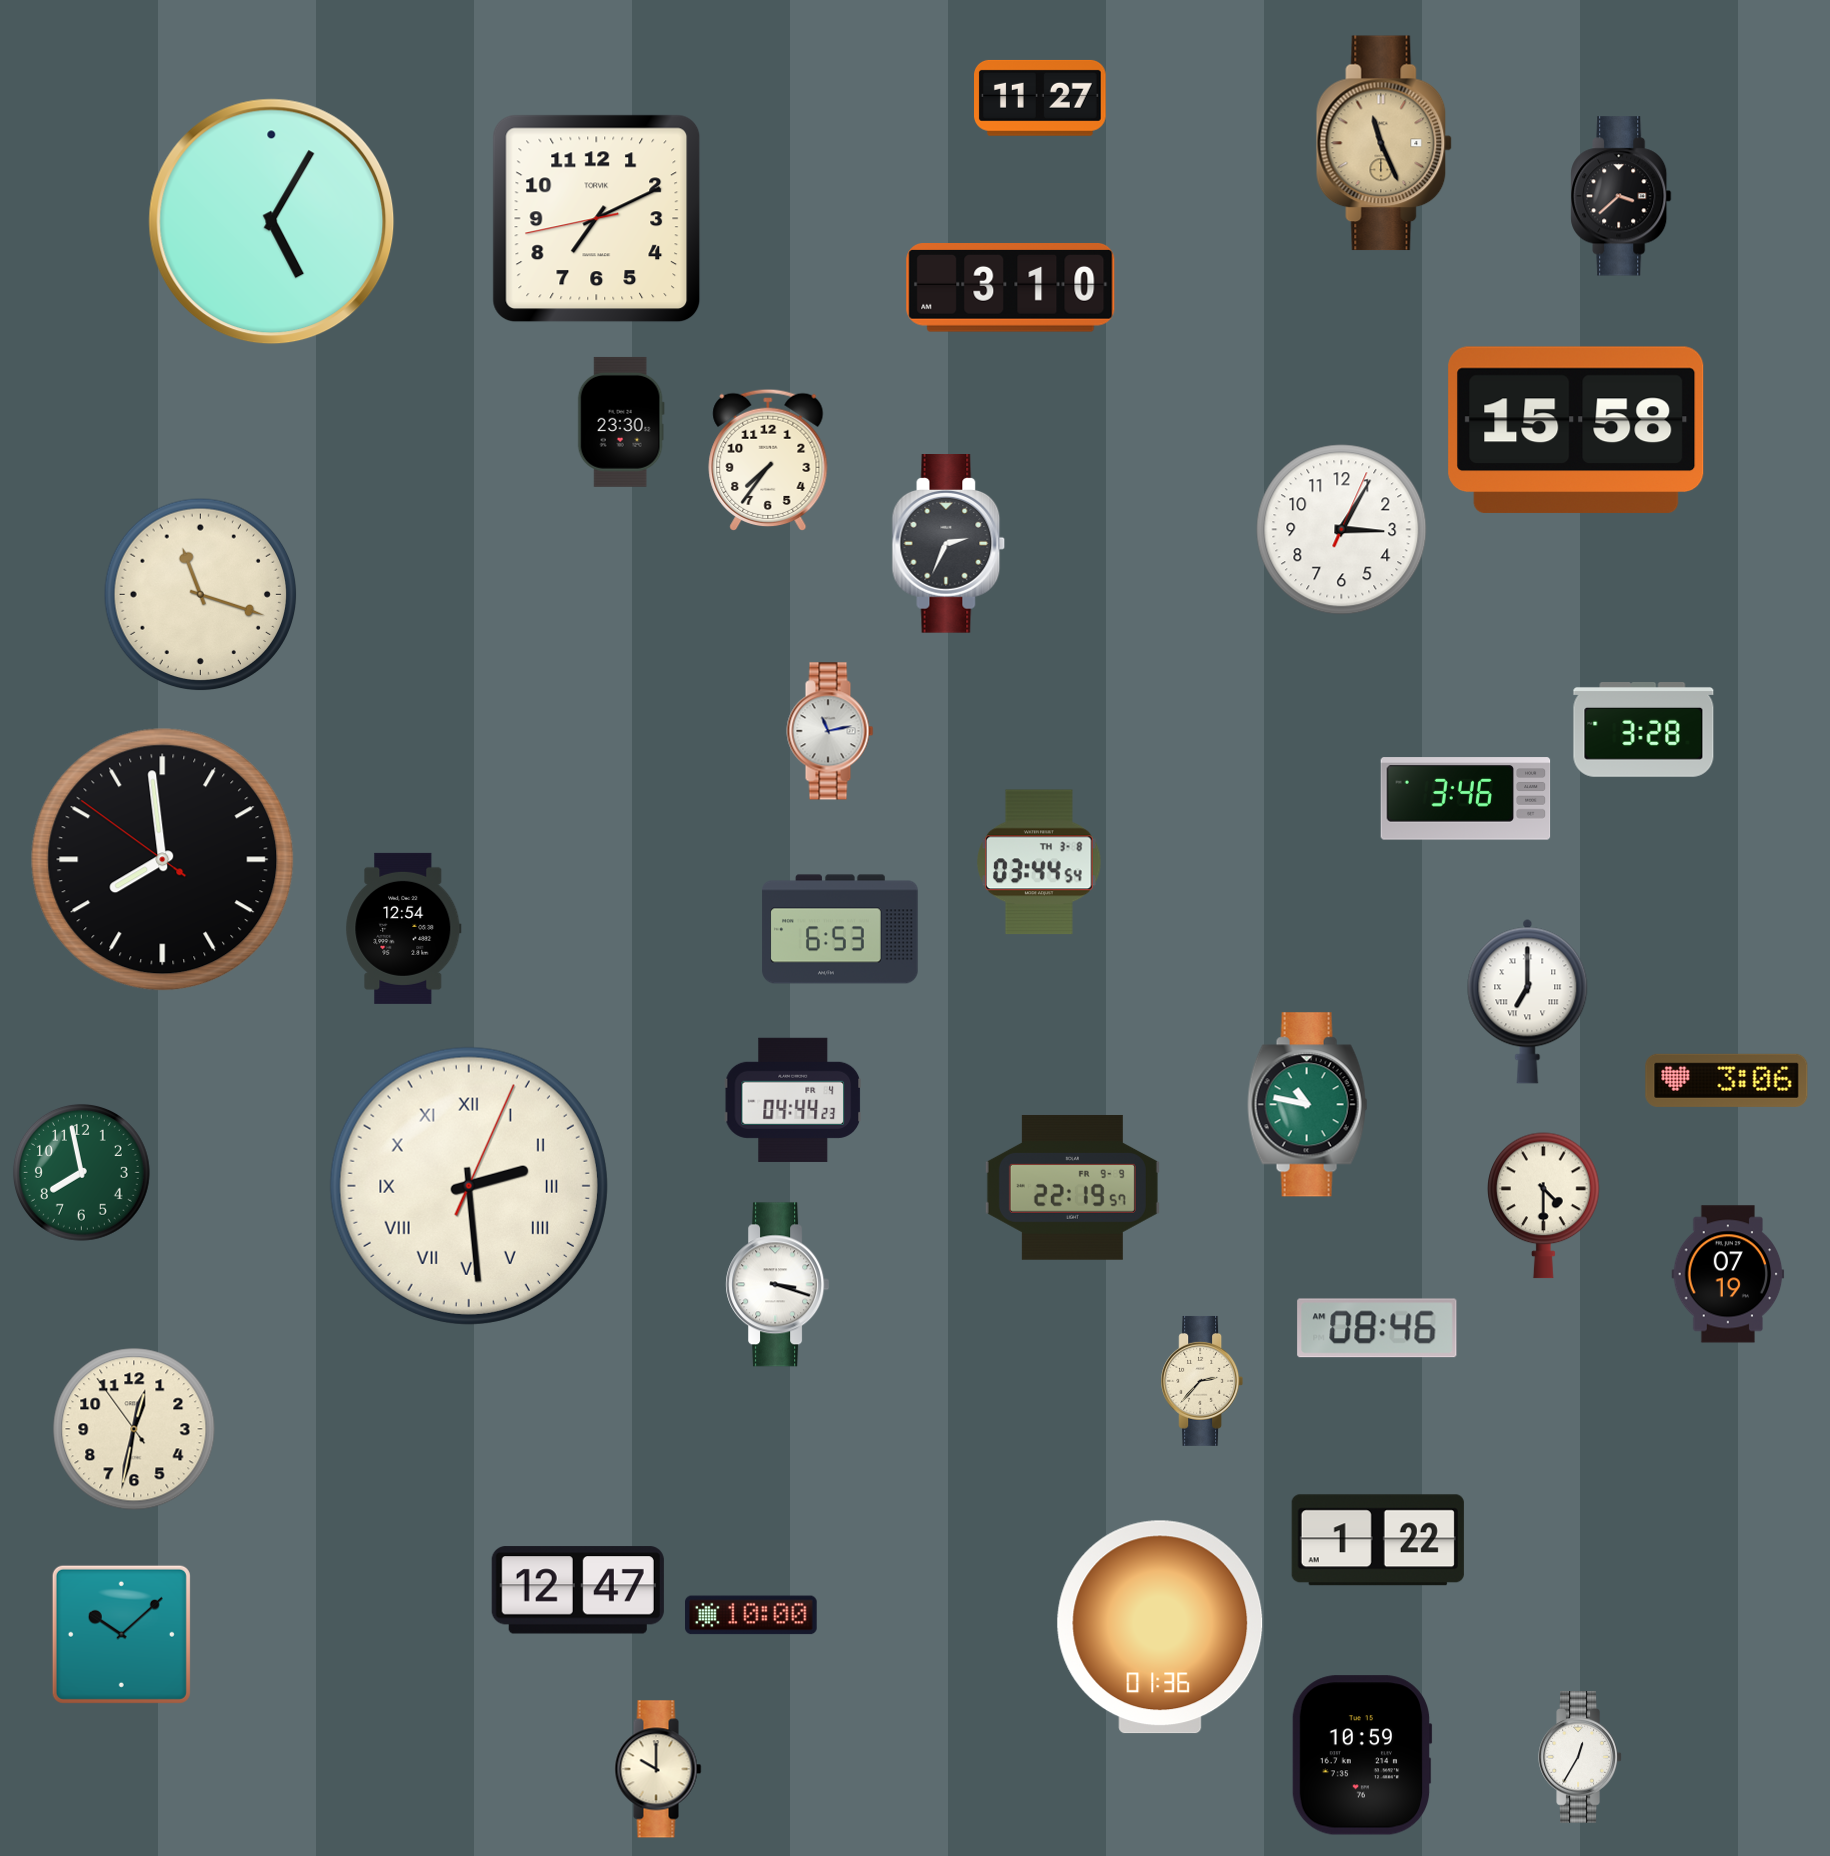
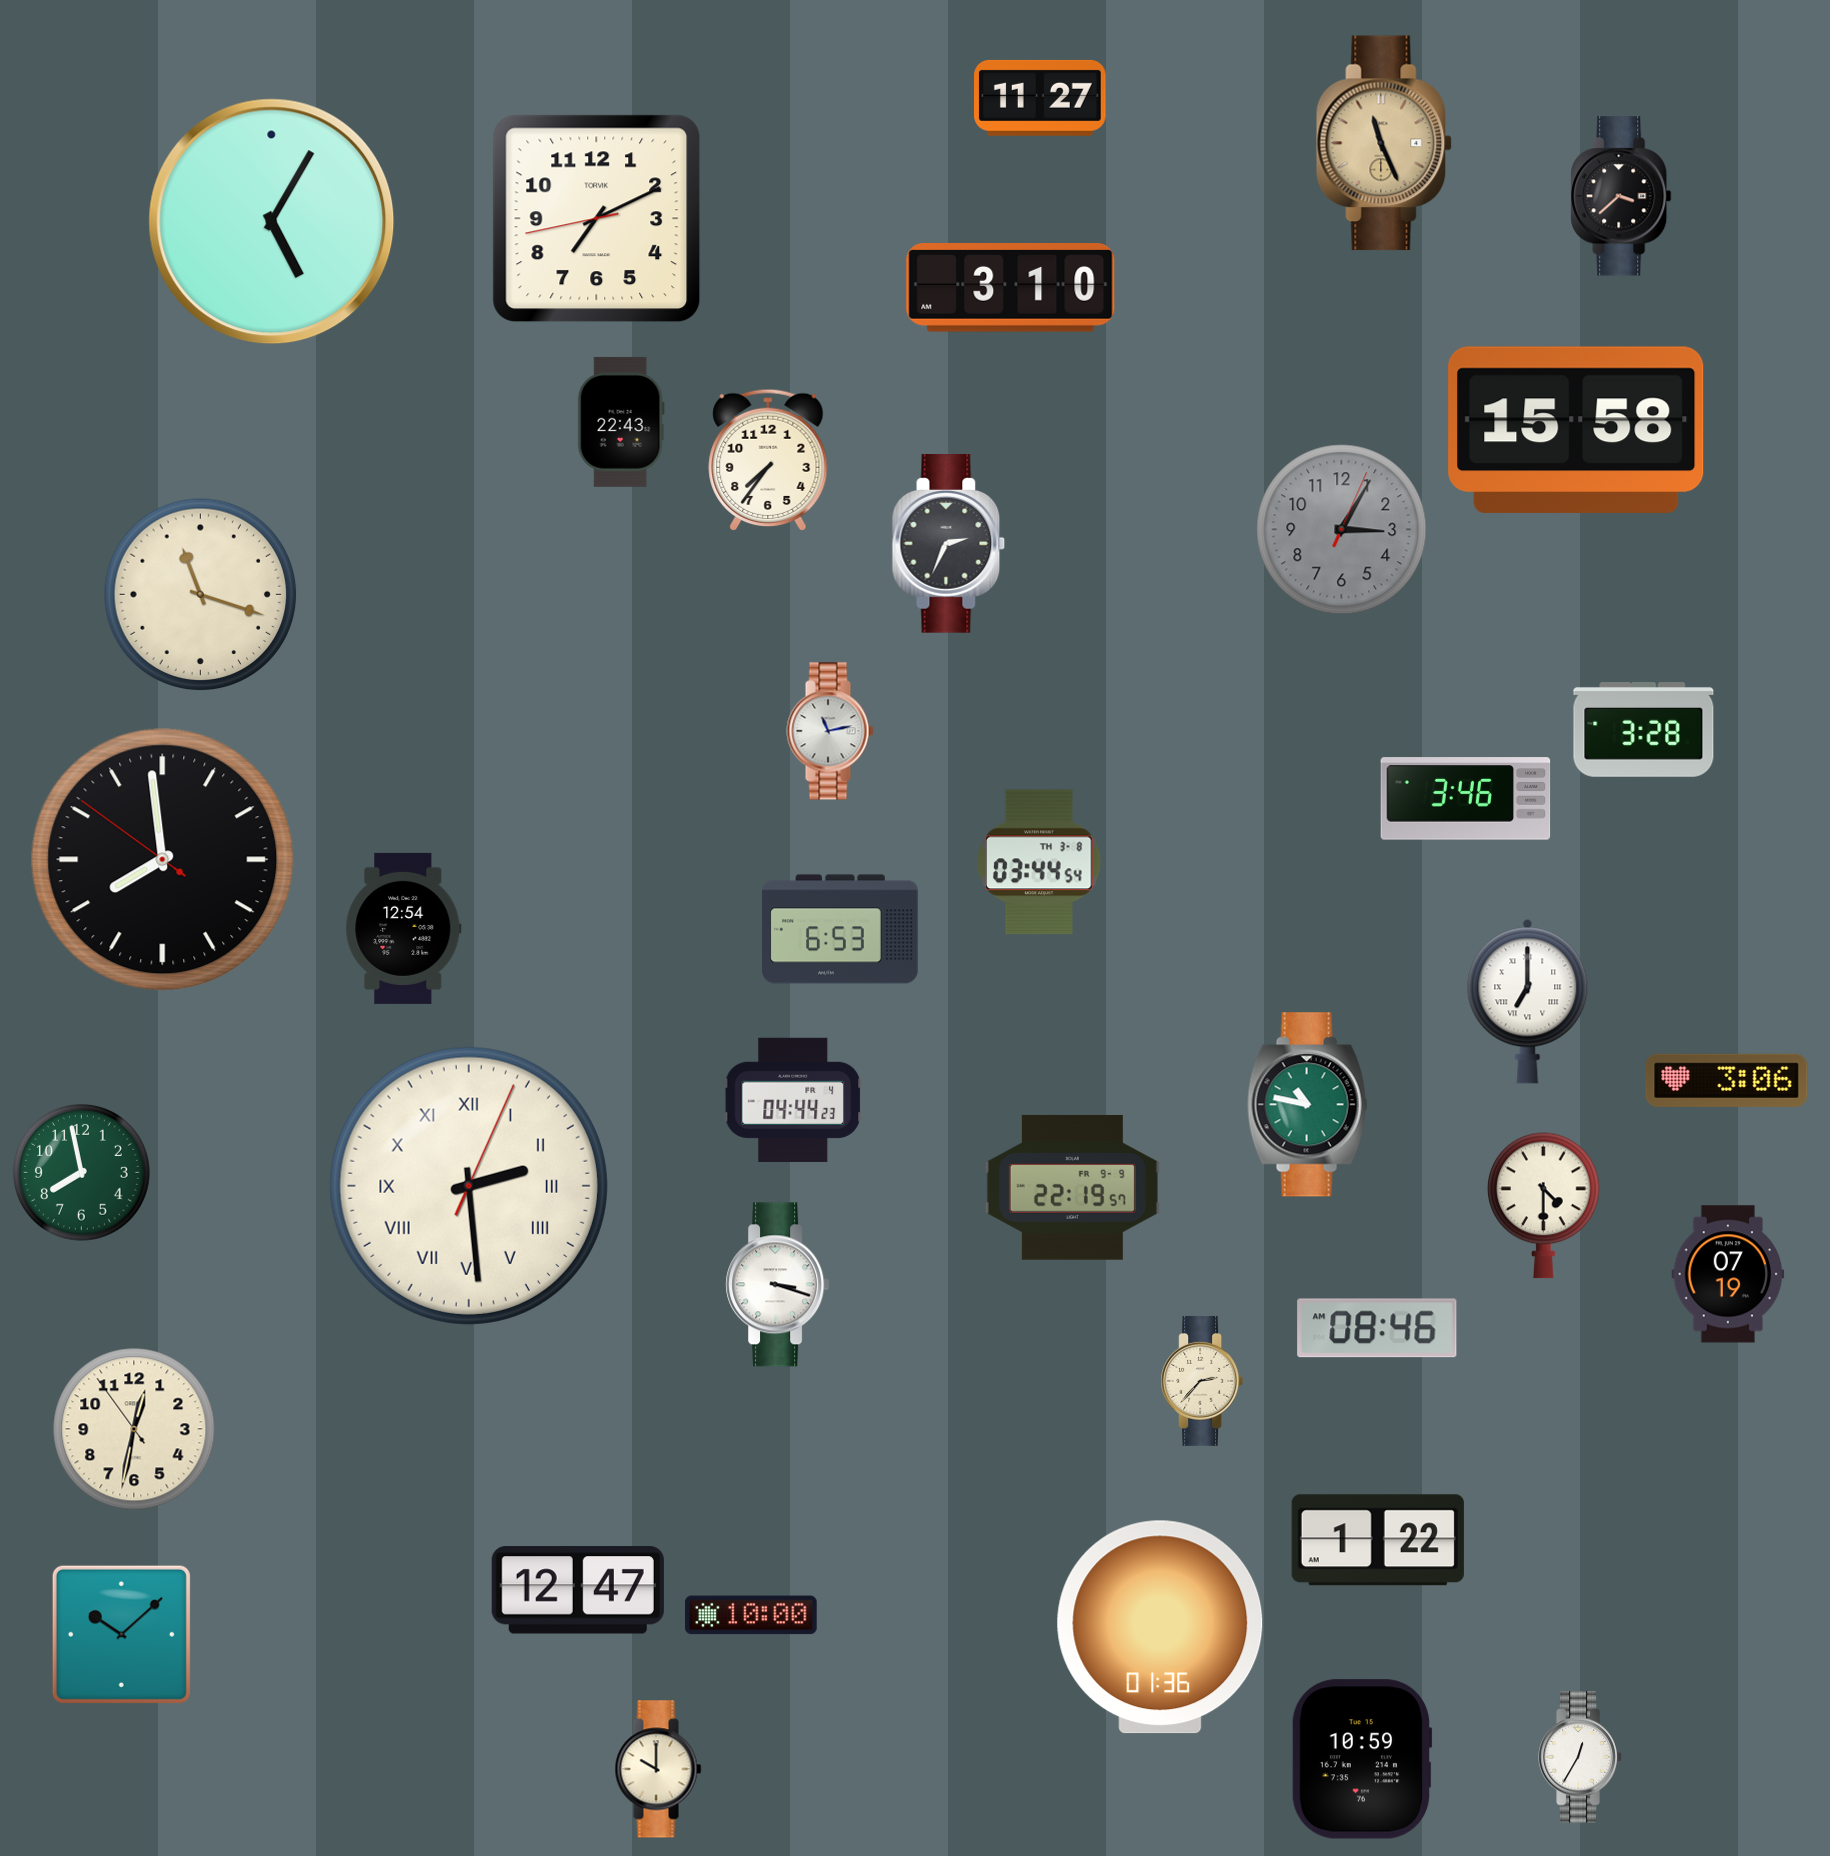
clock at (621, 422): 23:30 -> 22:43
clock at (1342, 530) dial: white -> grey
clock at (1362, 1755) position: (1362, 1755) -> (1362, 1759)
